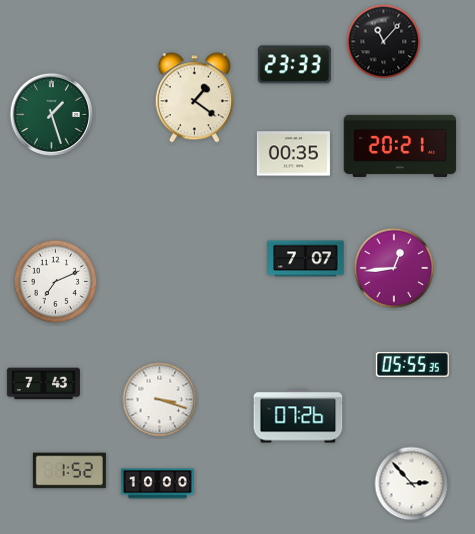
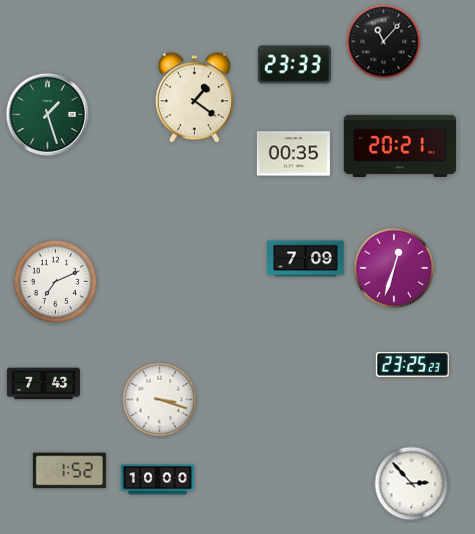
clock at (51, 114) position: (51, 114) -> (47, 114)
clock at (306, 259): 7:07 -> 7:09
clock at (394, 268): 12:44 -> 12:33
clock at (412, 364): 05:55 -> 23:25
clock at (298, 416): 07:26 -> none
clock at (157, 484) position: (157, 484) -> (157, 480)
